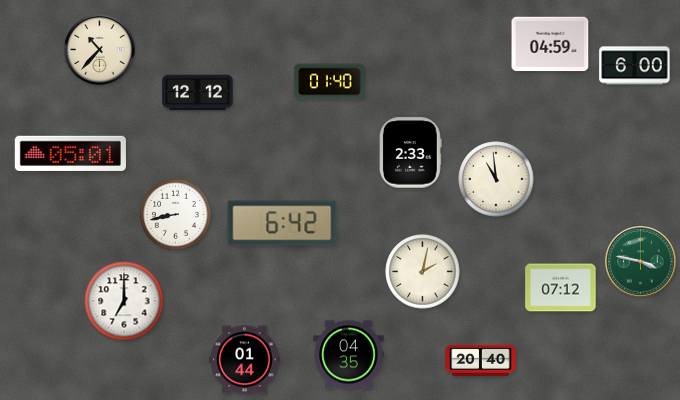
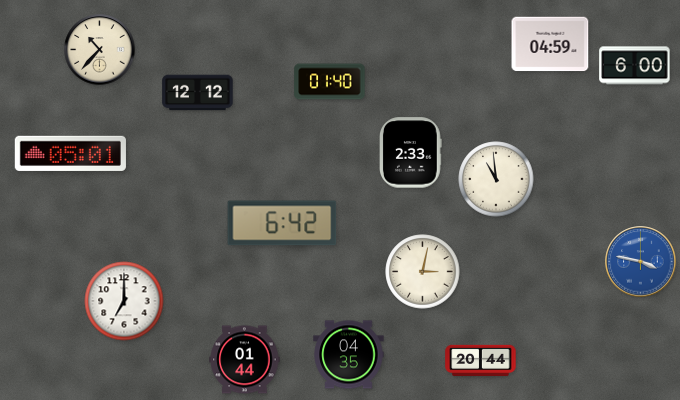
clock at (175, 214): 8:43 -> none
clock at (641, 262) dial: green -> blue
clock at (423, 272): 2:02 -> 3:02
clock at (561, 288): 07:12 -> none
clock at (481, 361): 20:40 -> 20:44
